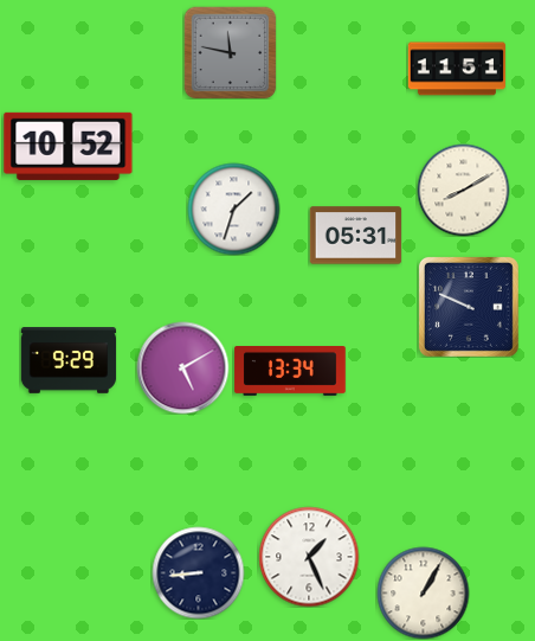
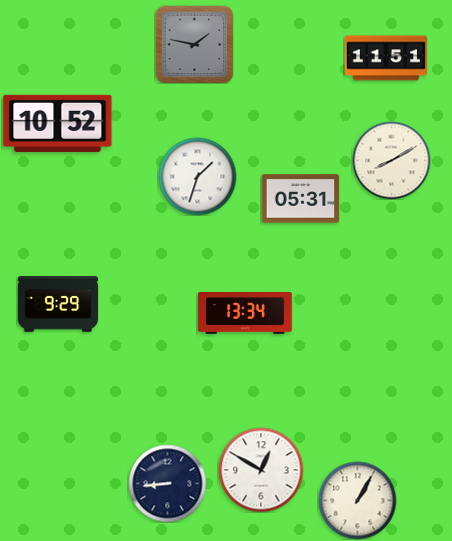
clock at (230, 52): 11:47 -> 1:47
clock at (469, 307): 9:49 -> none
clock at (182, 367): 5:10 -> none
clock at (309, 557): 1:26 -> 12:50
